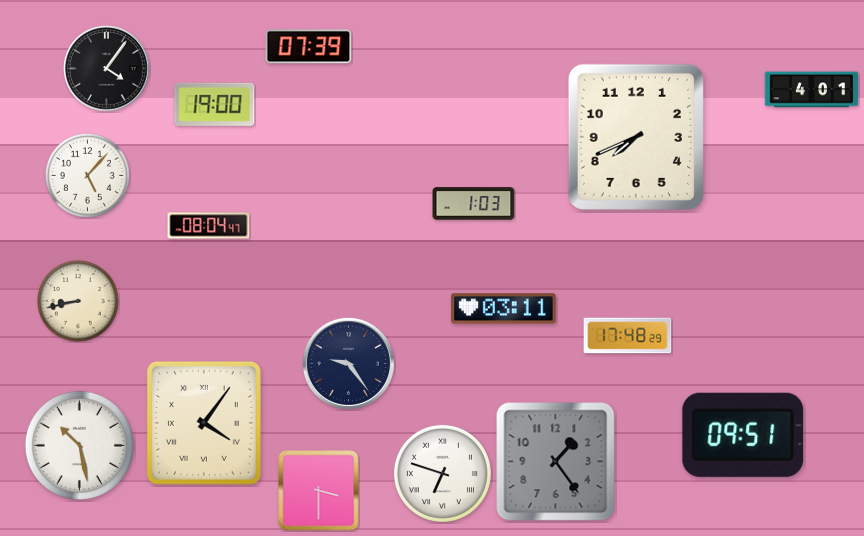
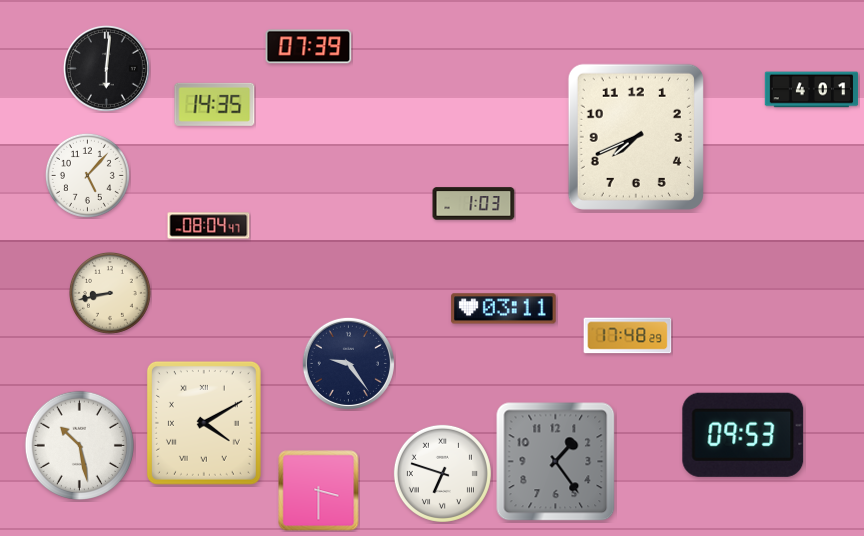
clock at (106, 68): 4:06 -> 6:01
clock at (215, 104): 19:00 -> 14:35
clock at (78, 301) position: (78, 301) -> (110, 293)
clock at (204, 423): 4:06 -> 4:10
clock at (743, 435): 09:51 -> 09:53
